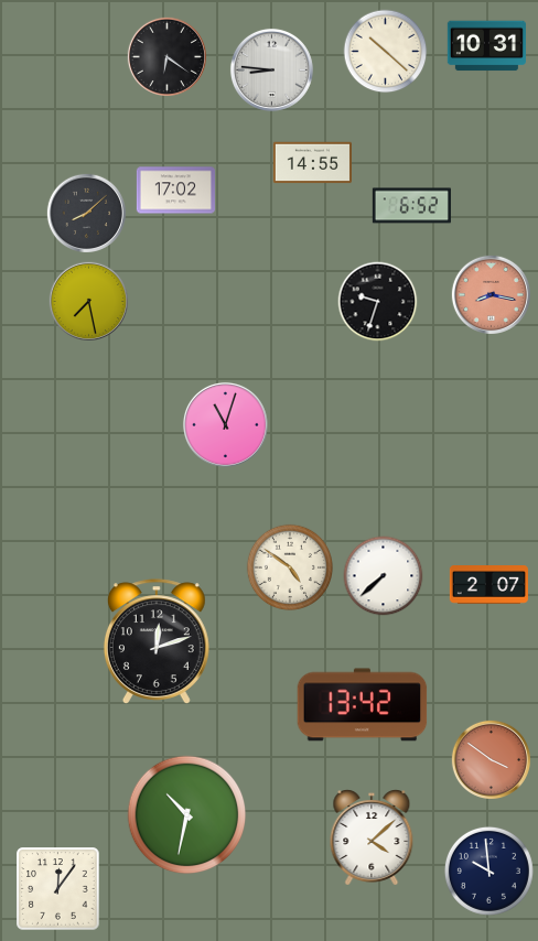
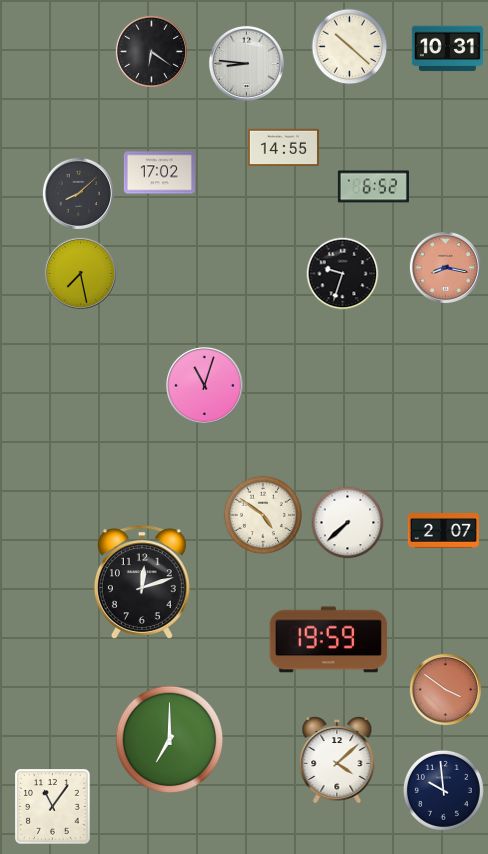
clock at (486, 46) position: (486, 46) -> (447, 49)
clock at (363, 705): 13:42 -> 19:59
clock at (187, 815): 10:32 -> 7:00
clock at (58, 889): 12:06 -> 11:06
